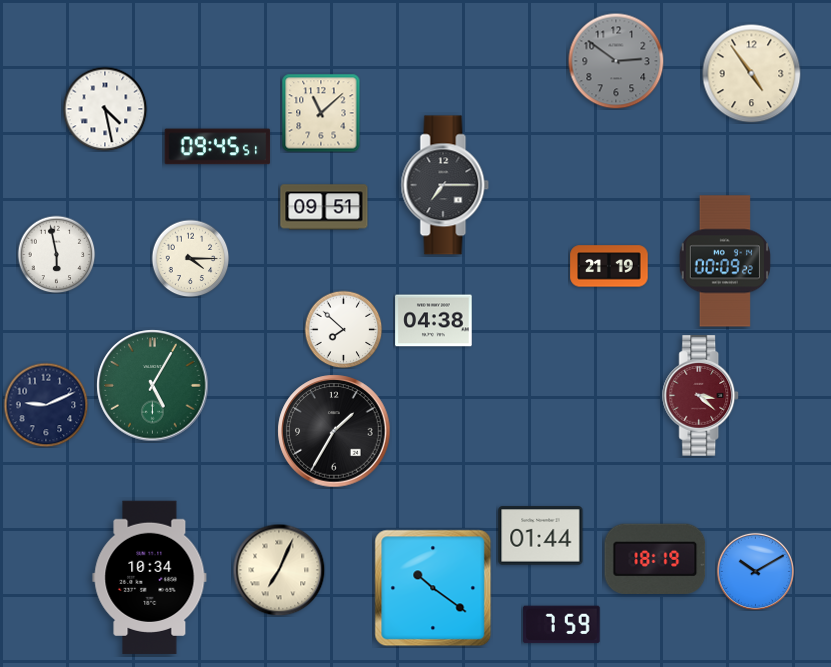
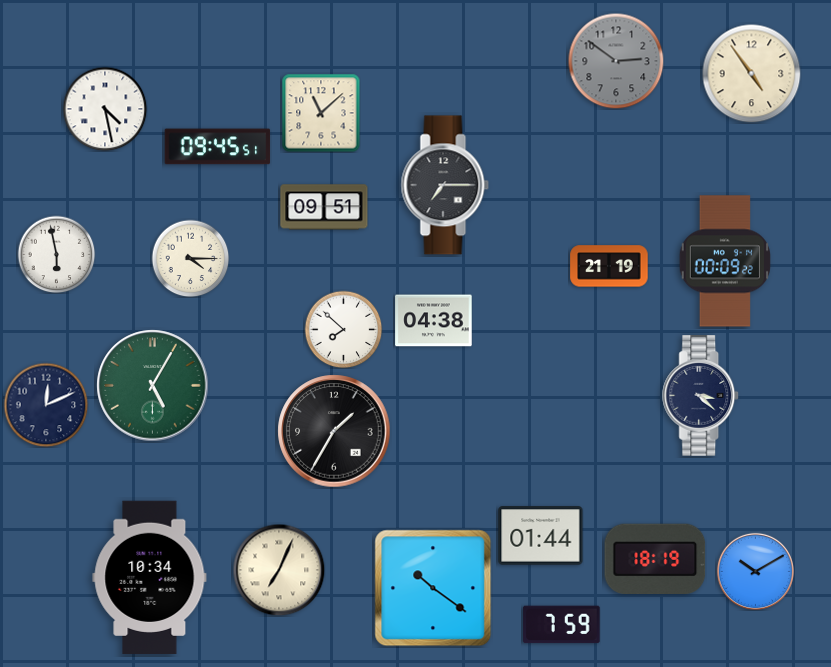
clock at (701, 396) dial: burgundy -> navy
clock at (46, 405): 9:11 -> 12:11
